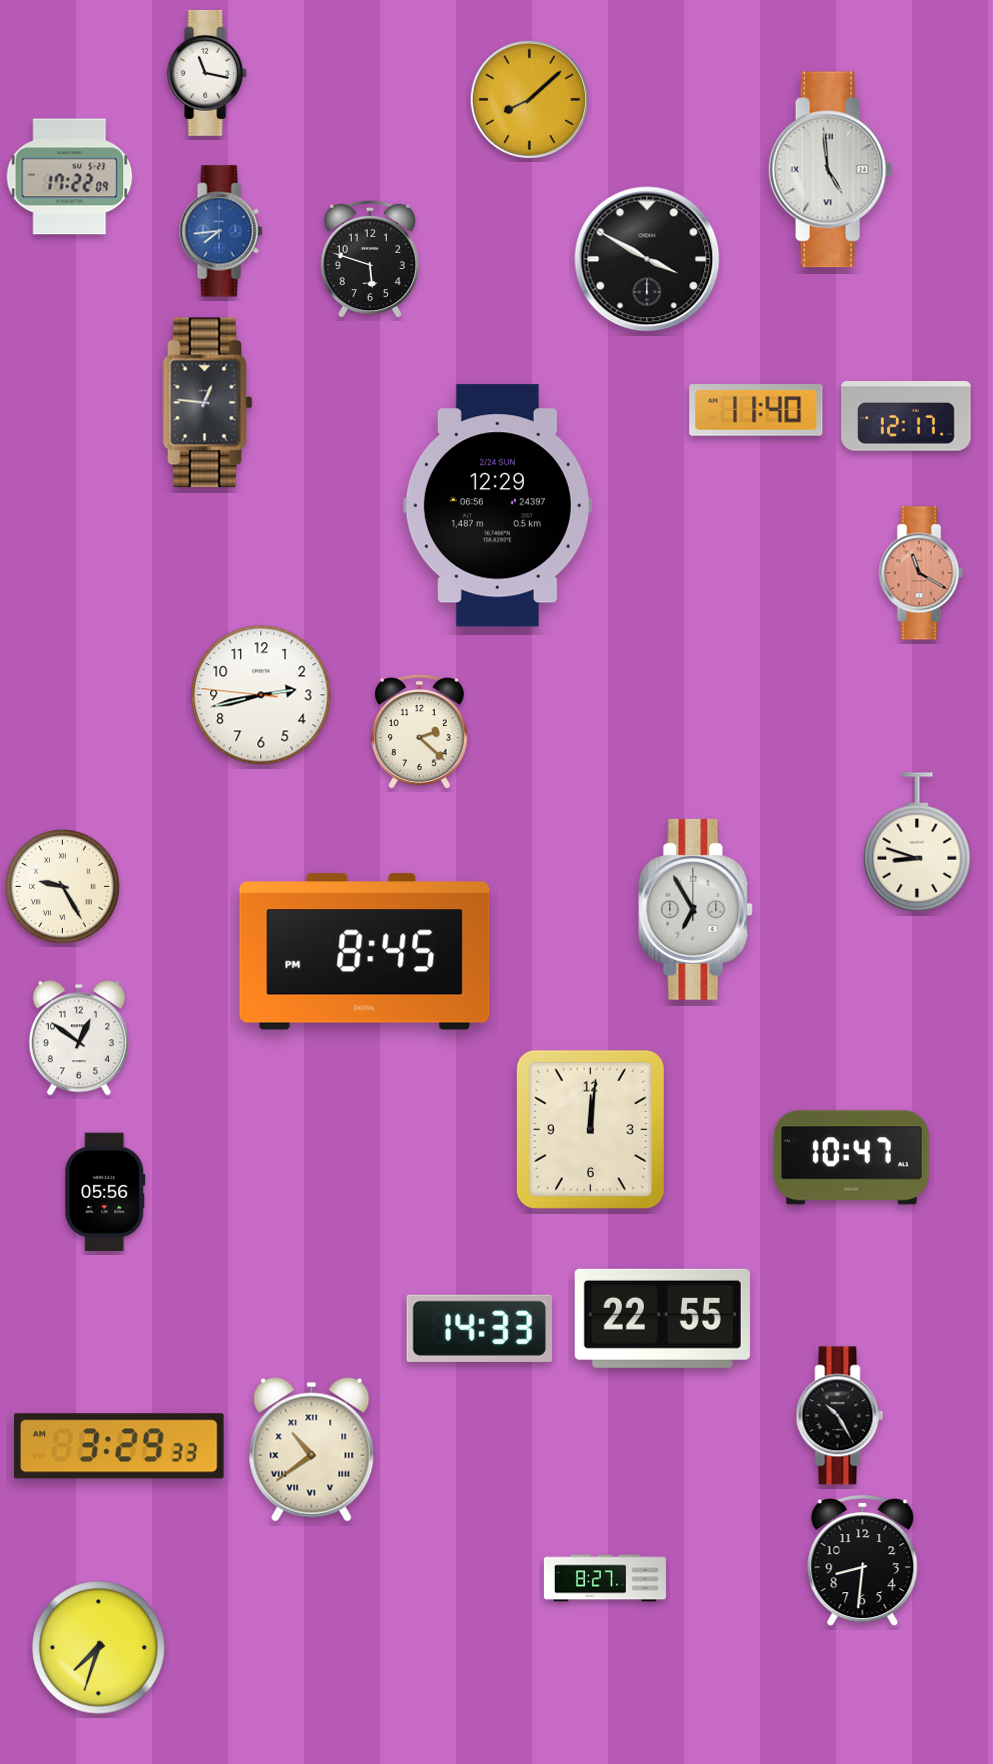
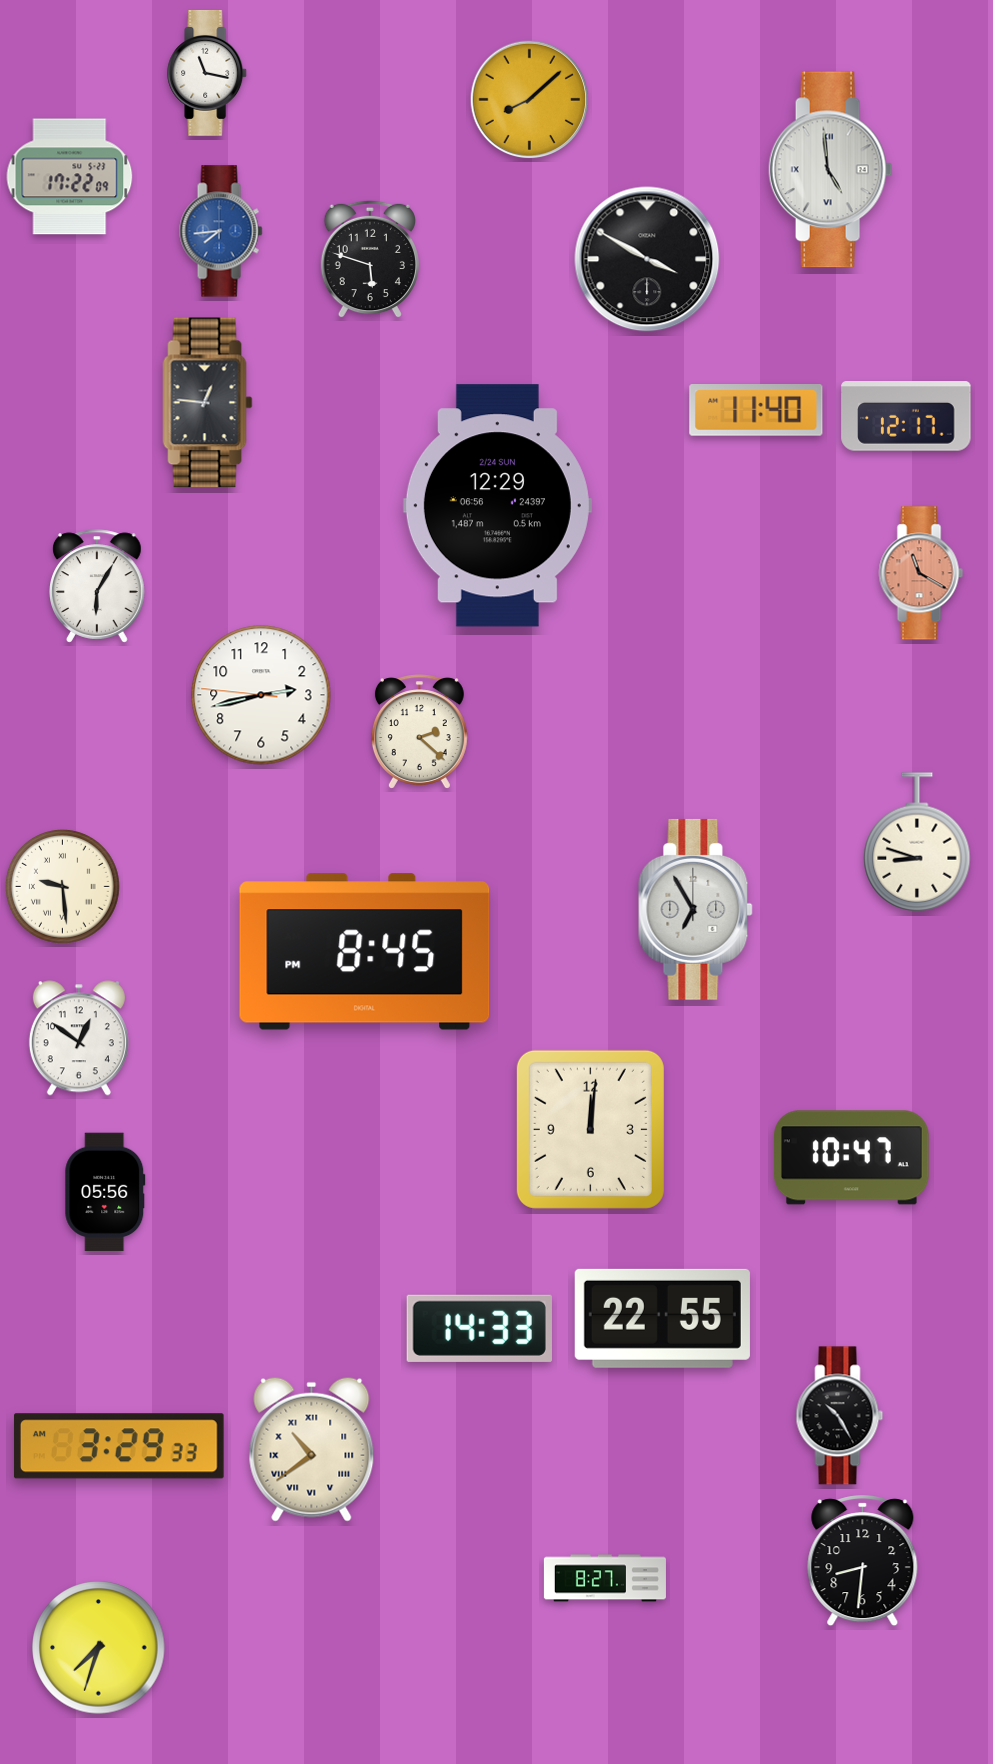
clock at (98, 586): none -> 6:05
clock at (63, 887): 9:25 -> 9:29
